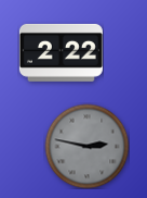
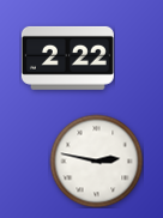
clock at (86, 146) dial: grey -> white
